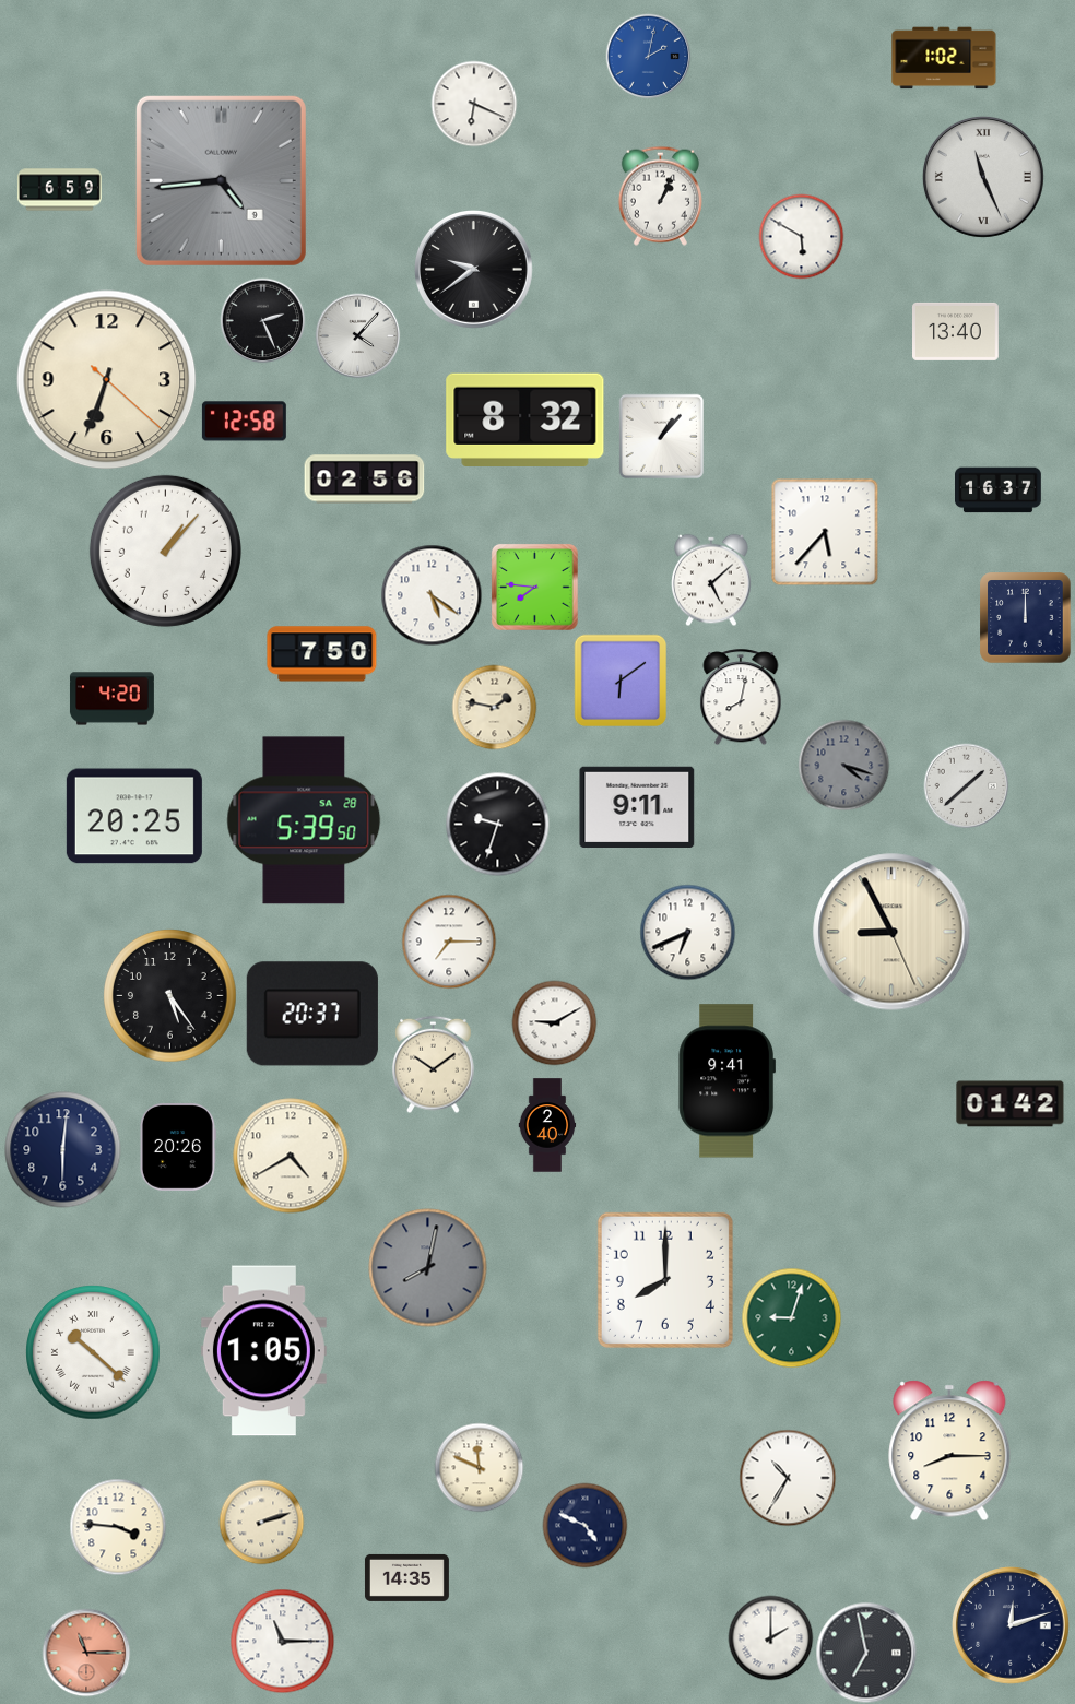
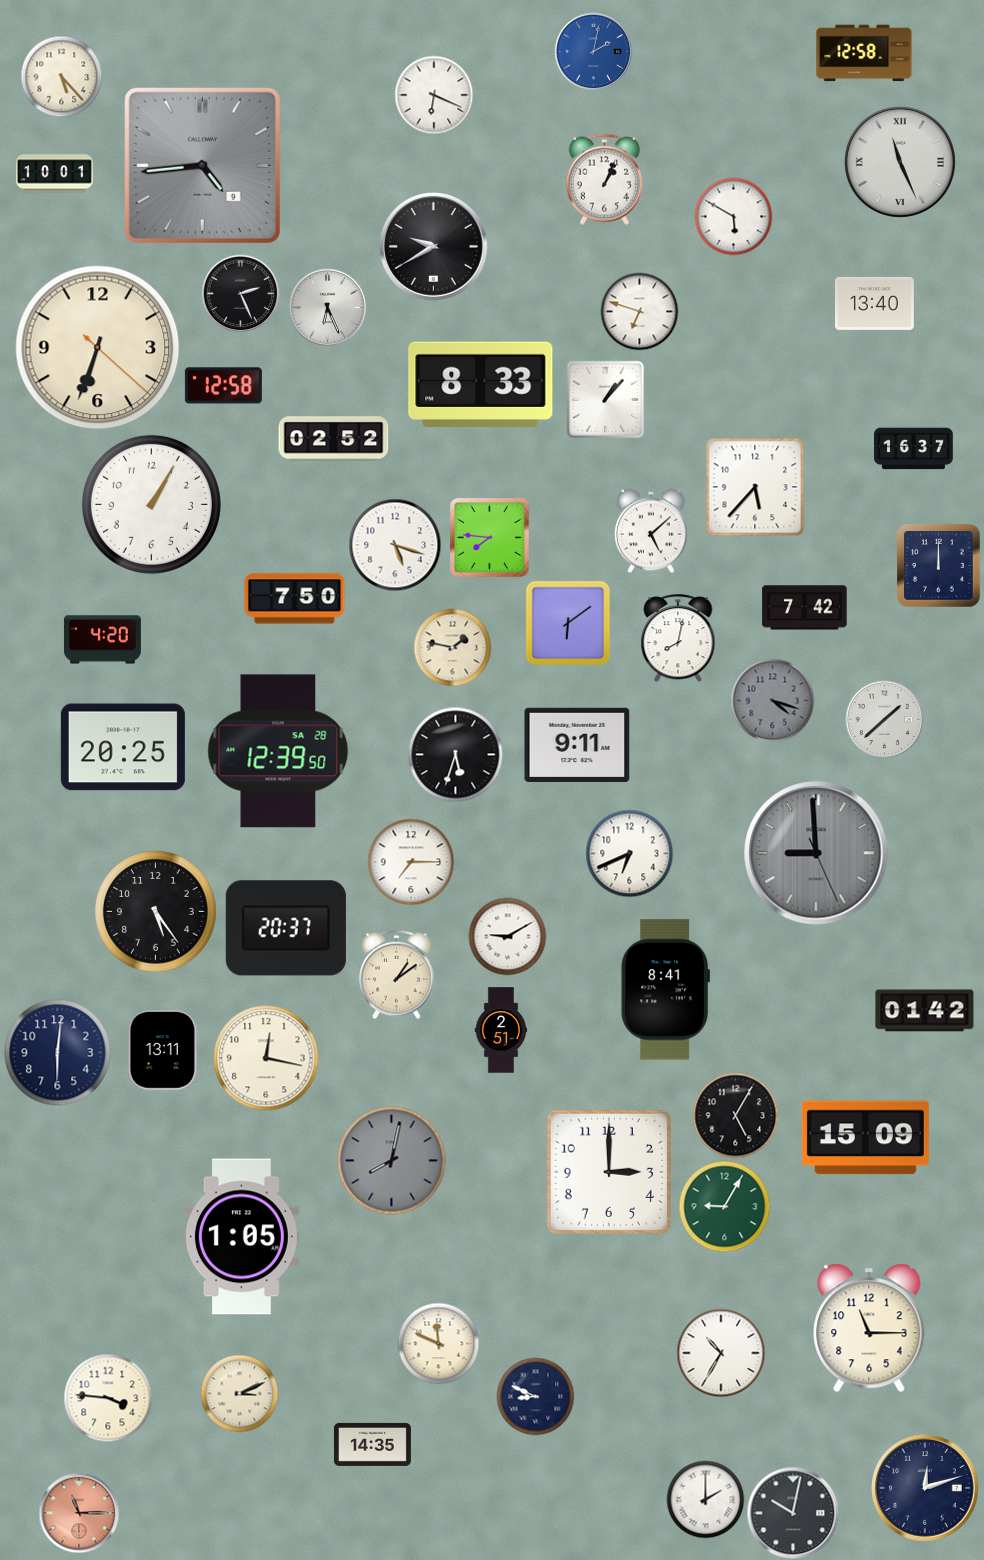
clock at (944, 58): 1:02 -> 12:58
clock at (61, 76): none -> 5:23
clock at (59, 190): 6:59 -> 10:01
clock at (474, 270): 9:39 -> 9:40
clock at (357, 335): 4:07 -> 6:26
clock at (639, 311): none -> 6:48
clock at (525, 419): 8:32 -> 8:33
clock at (365, 480): 02:56 -> 02:52
clock at (165, 551): 1:07 -> 1:05
clock at (432, 595): 5:21 -> 5:18
clock at (805, 608): none -> 7:42
clock at (637, 806) position: (637, 806) -> (577, 744)
clock at (304, 820): 5:39 -> 12:39
clock at (497, 824): 9:33 -> 5:33
clock at (891, 932): 8:55 -> 8:59
clock at (891, 932) dial: cream -> grey
clock at (434, 1064): 10:09 -> 1:09
clock at (726, 1081): 9:41 -> 8:41
clock at (547, 1125): 2:40 -> 2:51
clock at (178, 1148): 20:26 -> 13:11
clock at (291, 1156): 4:40 -> 12:17
clock at (735, 1115): none -> 5:05
clock at (865, 1138): none -> 15:09
clock at (665, 1280): 8:00 -> 3:00
clock at (791, 1317): 9:03 -> 9:05
clock at (93, 1352): 10:22 -> none
clock at (949, 1451): 8:15 -> 11:15
clock at (261, 1522): 2:12 -> 3:11
clock at (584, 1525): 4:49 -> 8:49
clock at (282, 1641): 11:15 -> none
clock at (866, 1653): 6:58 -> 10:02
